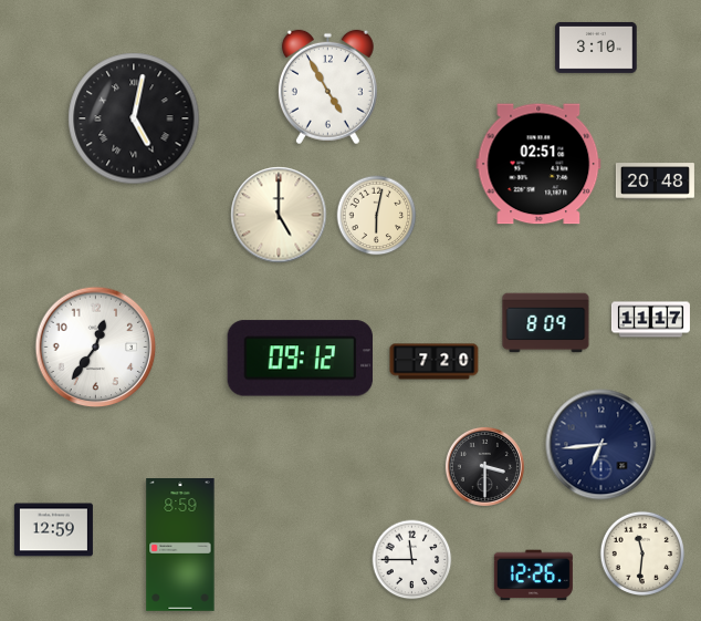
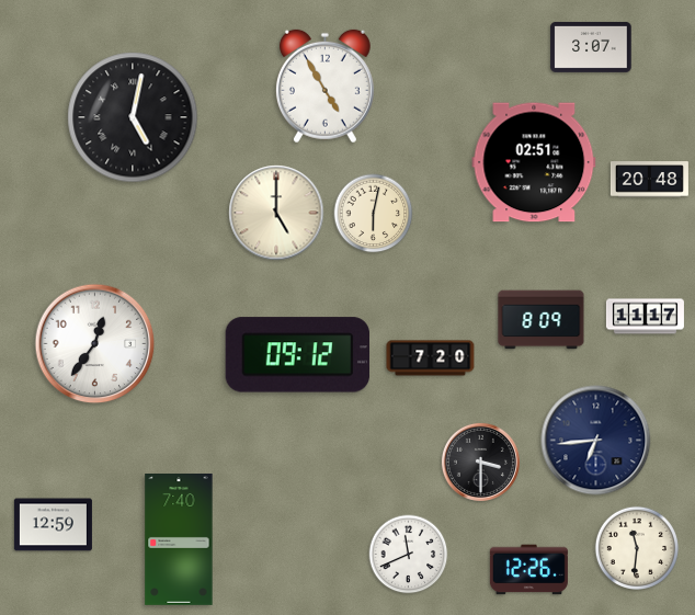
clock at (596, 48): 3:10 -> 3:07
clock at (180, 546): 8:59 -> 7:40
clock at (412, 560): 11:45 -> 11:41
